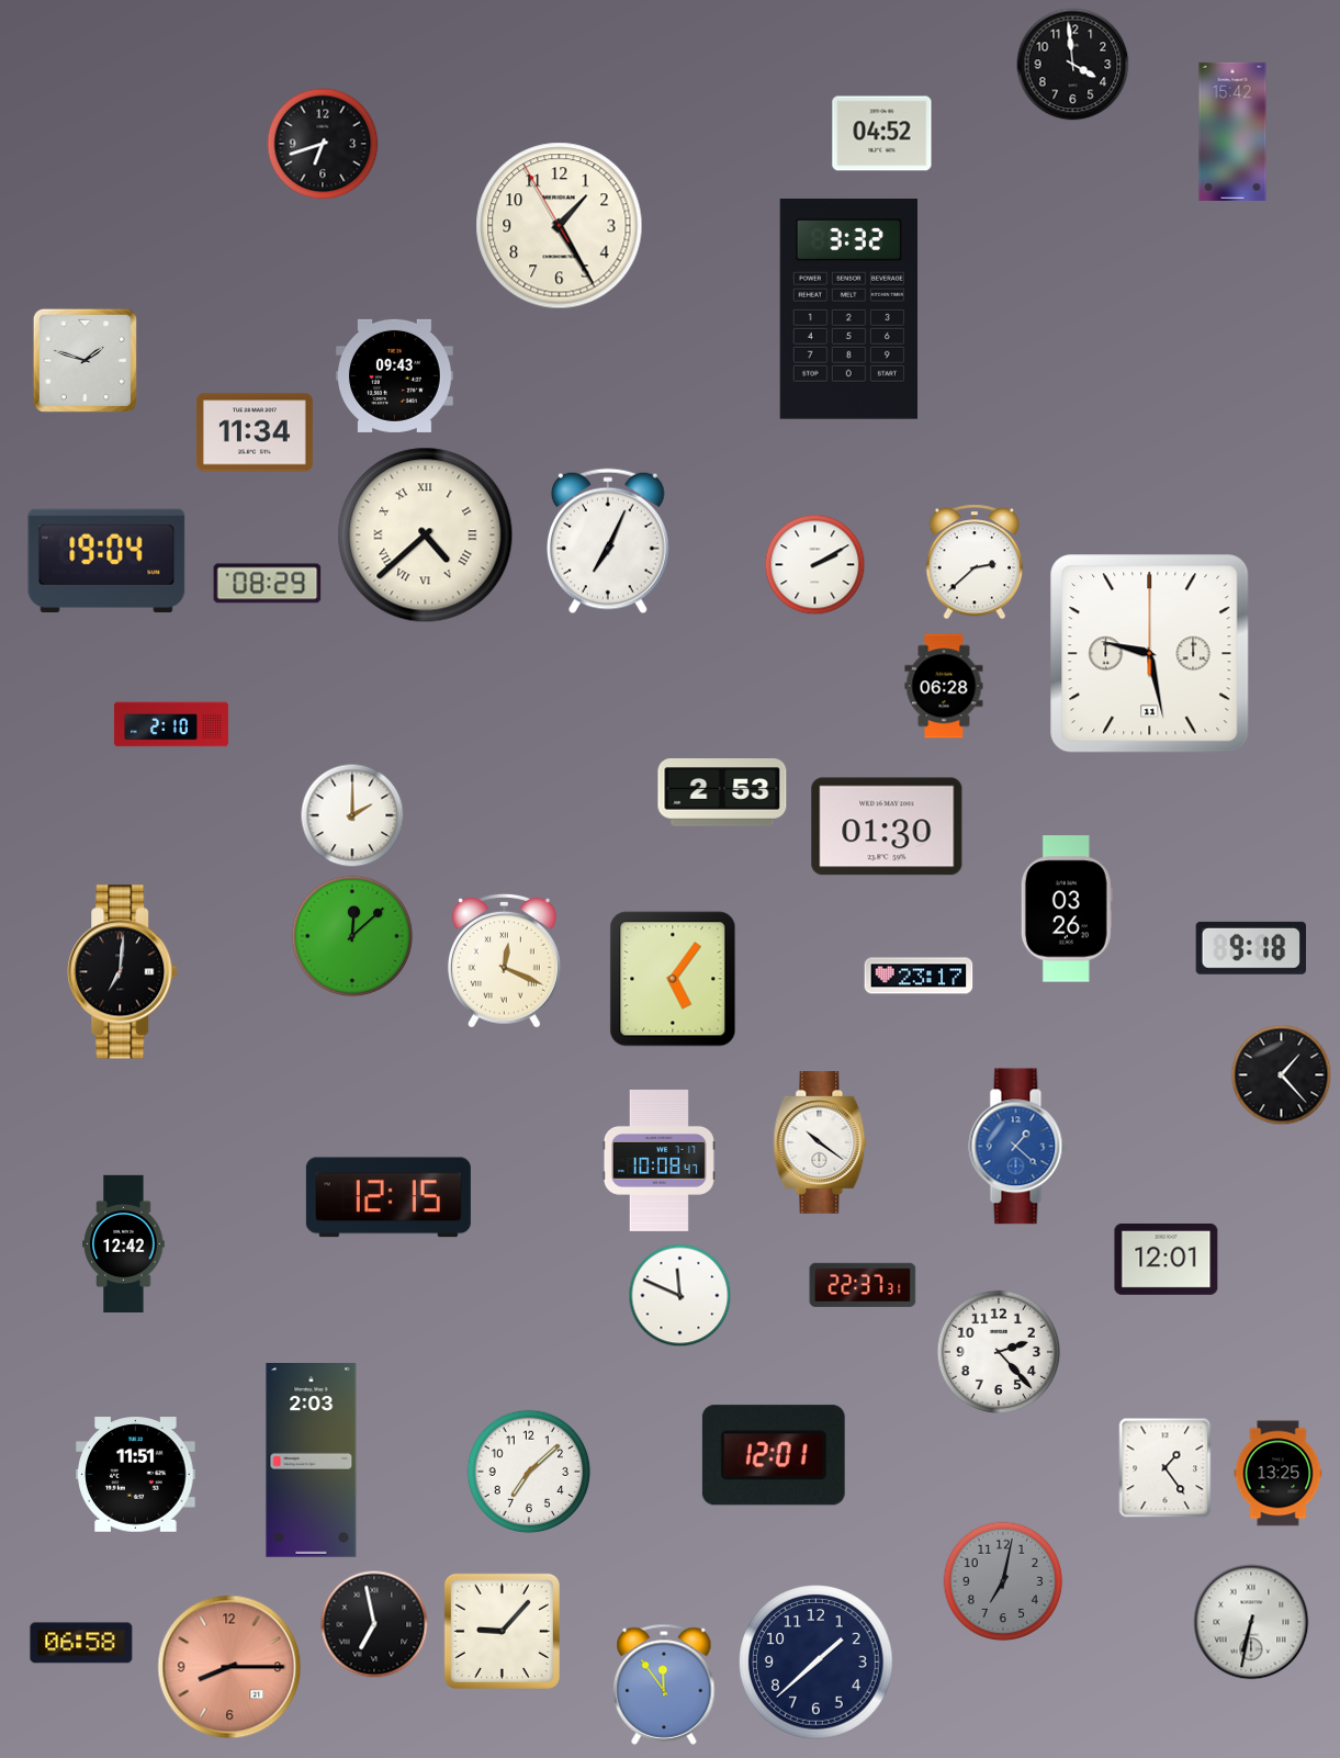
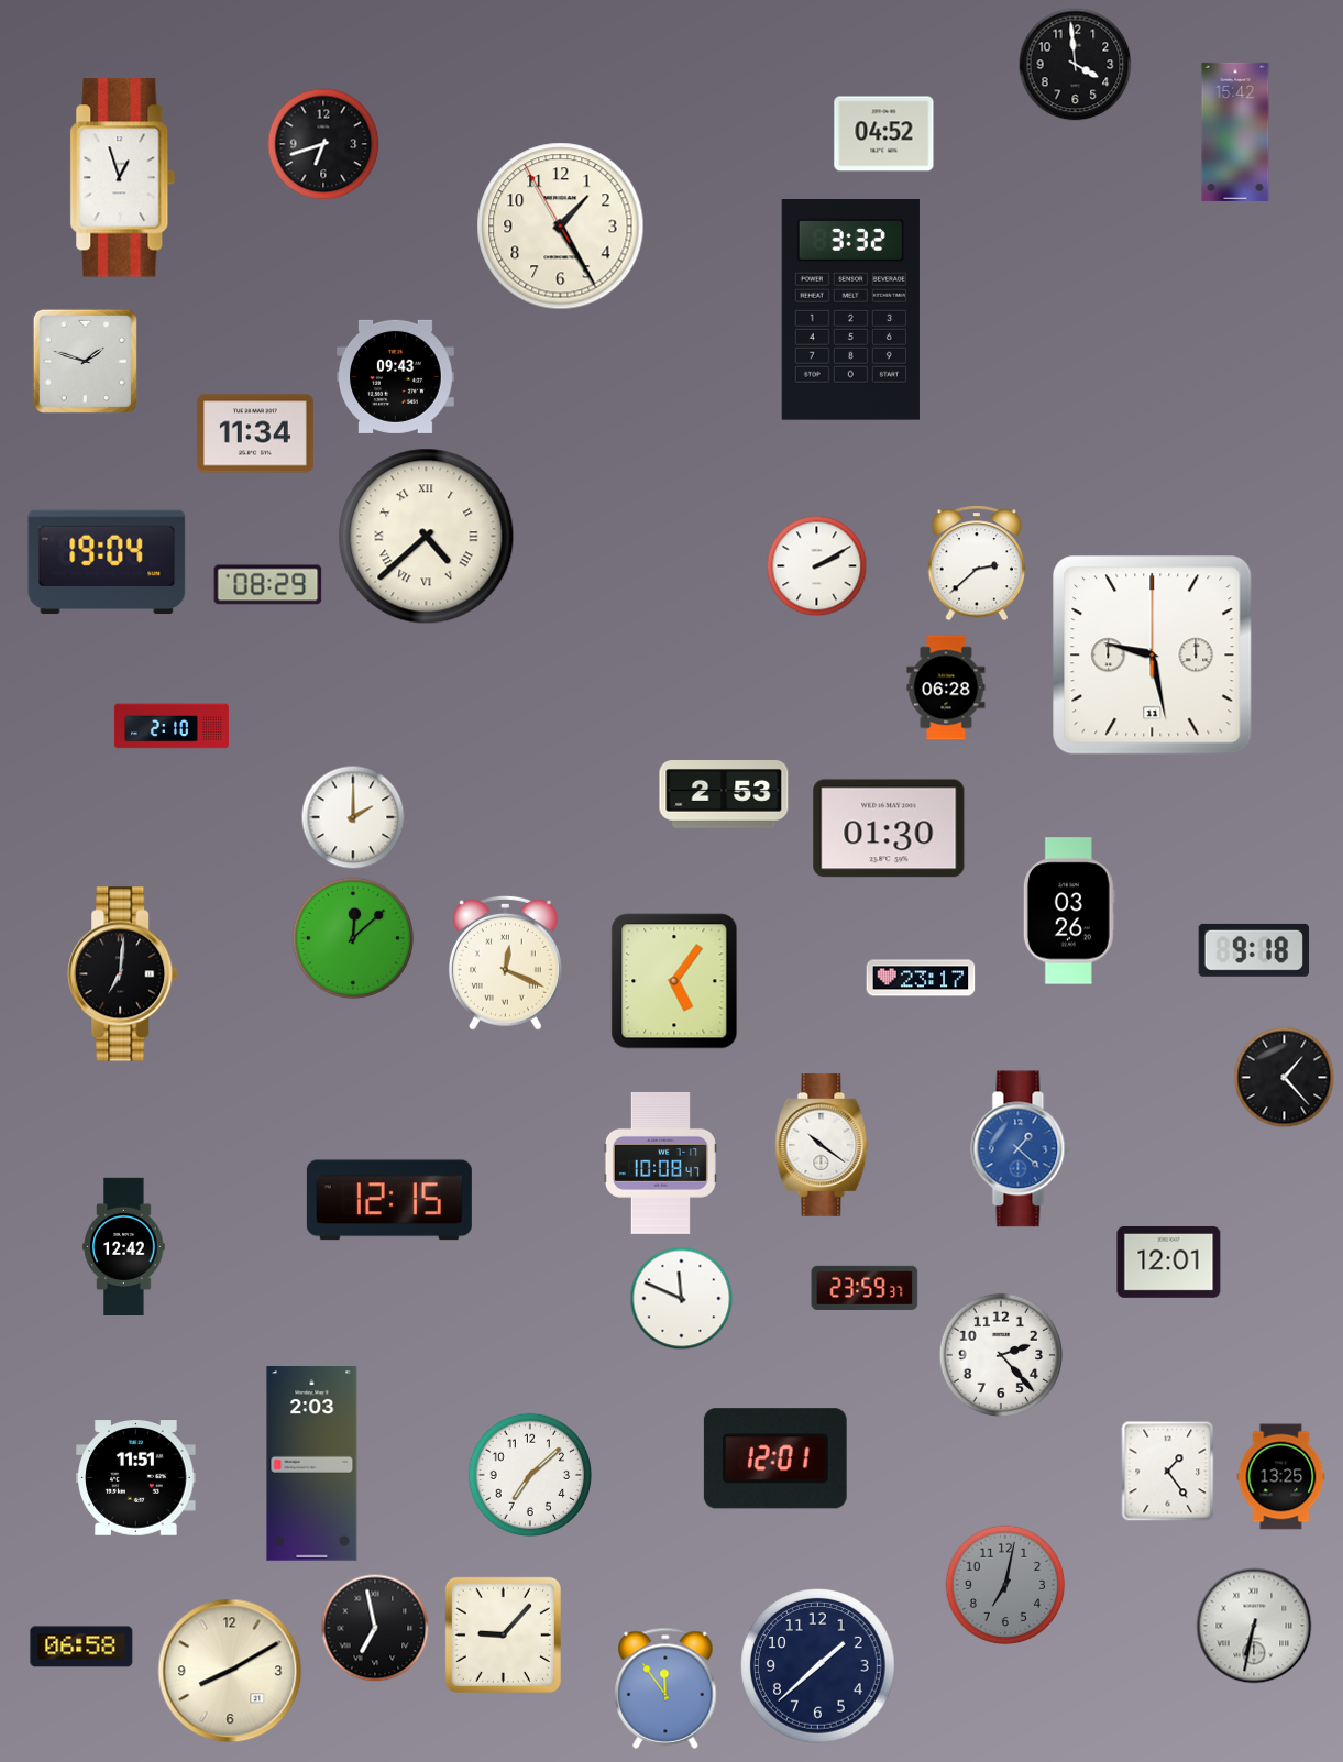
clock at (123, 178): none -> 12:57
clock at (608, 541): 7:04 -> none
clock at (863, 1285): 22:37 -> 23:59
clock at (229, 1667): 8:15 -> 8:10
clock at (229, 1667) dial: salmon -> cream
